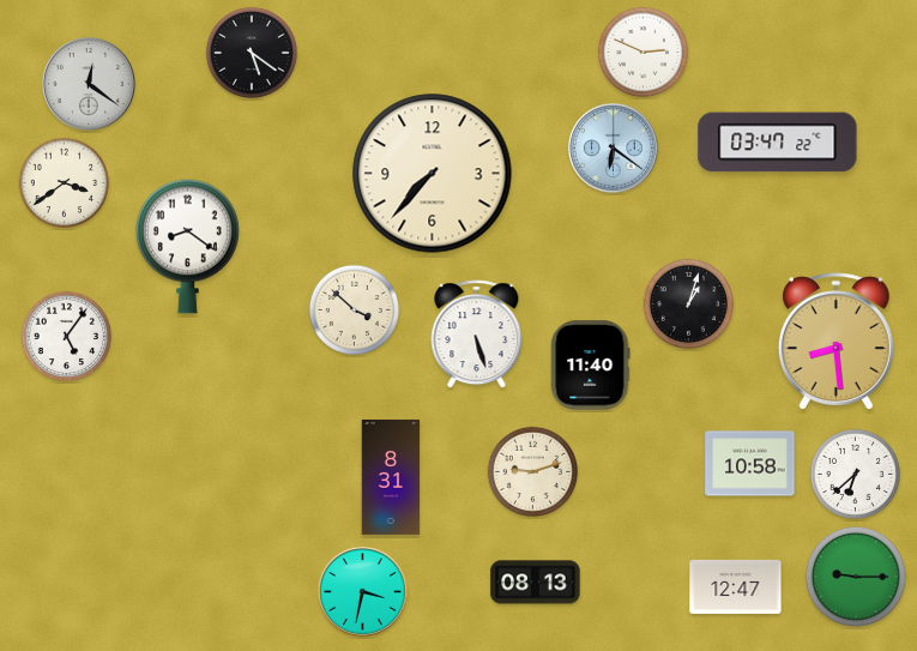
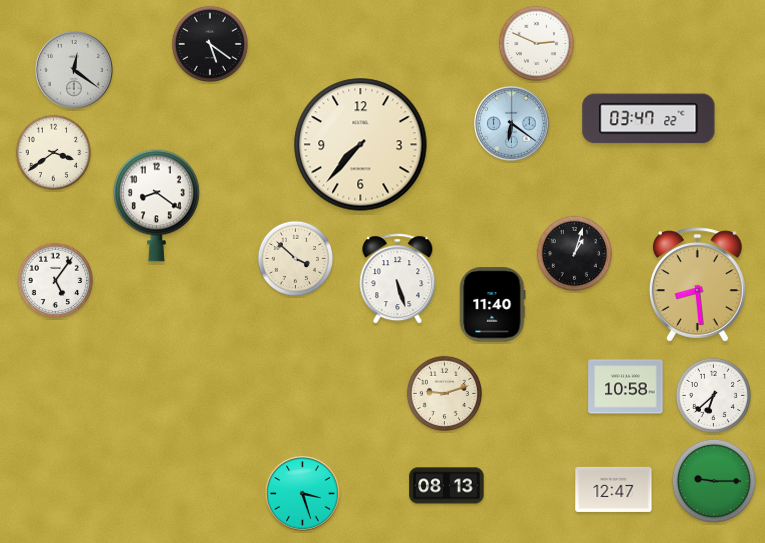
clock at (391, 477): 8:31 -> none
clock at (363, 592): 3:32 -> 3:27
